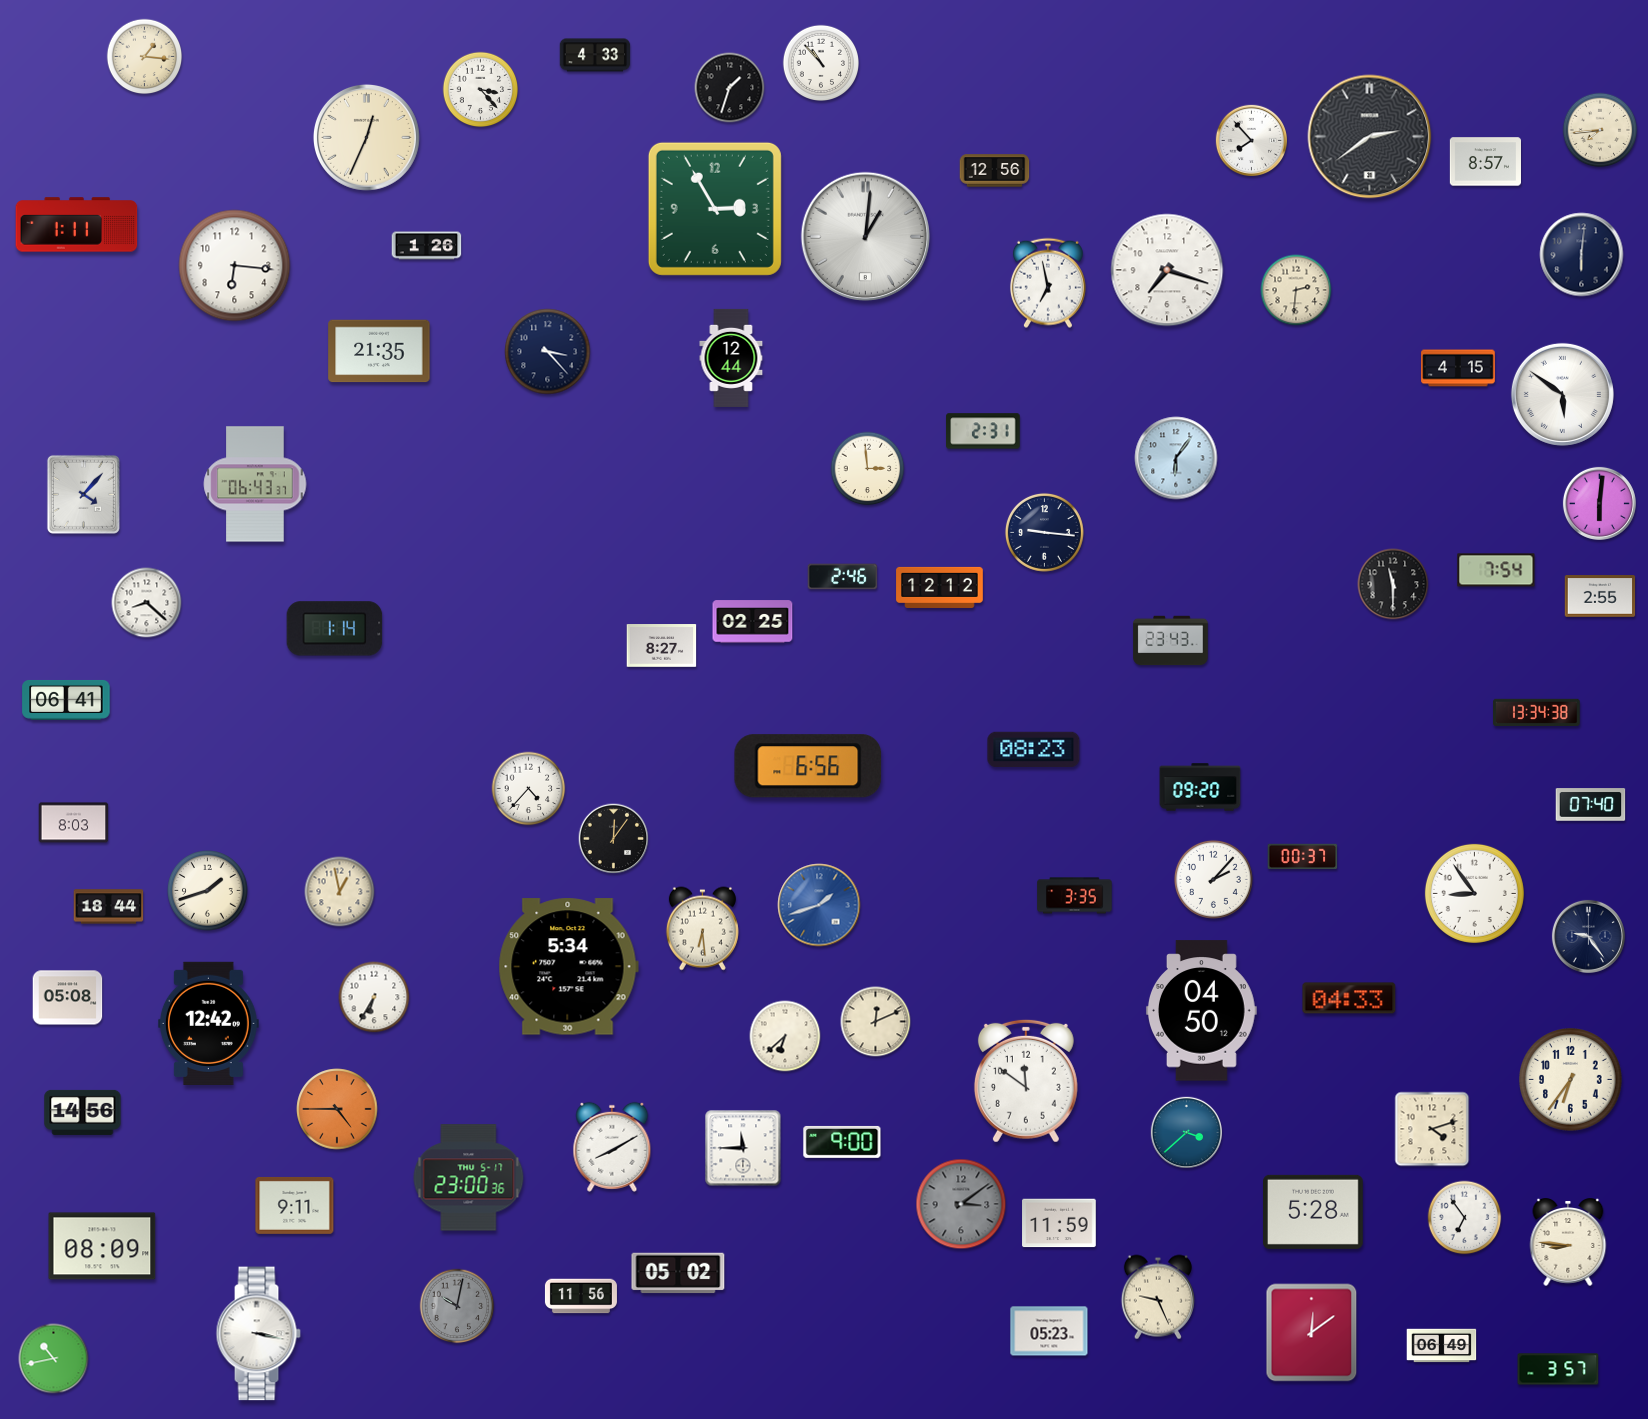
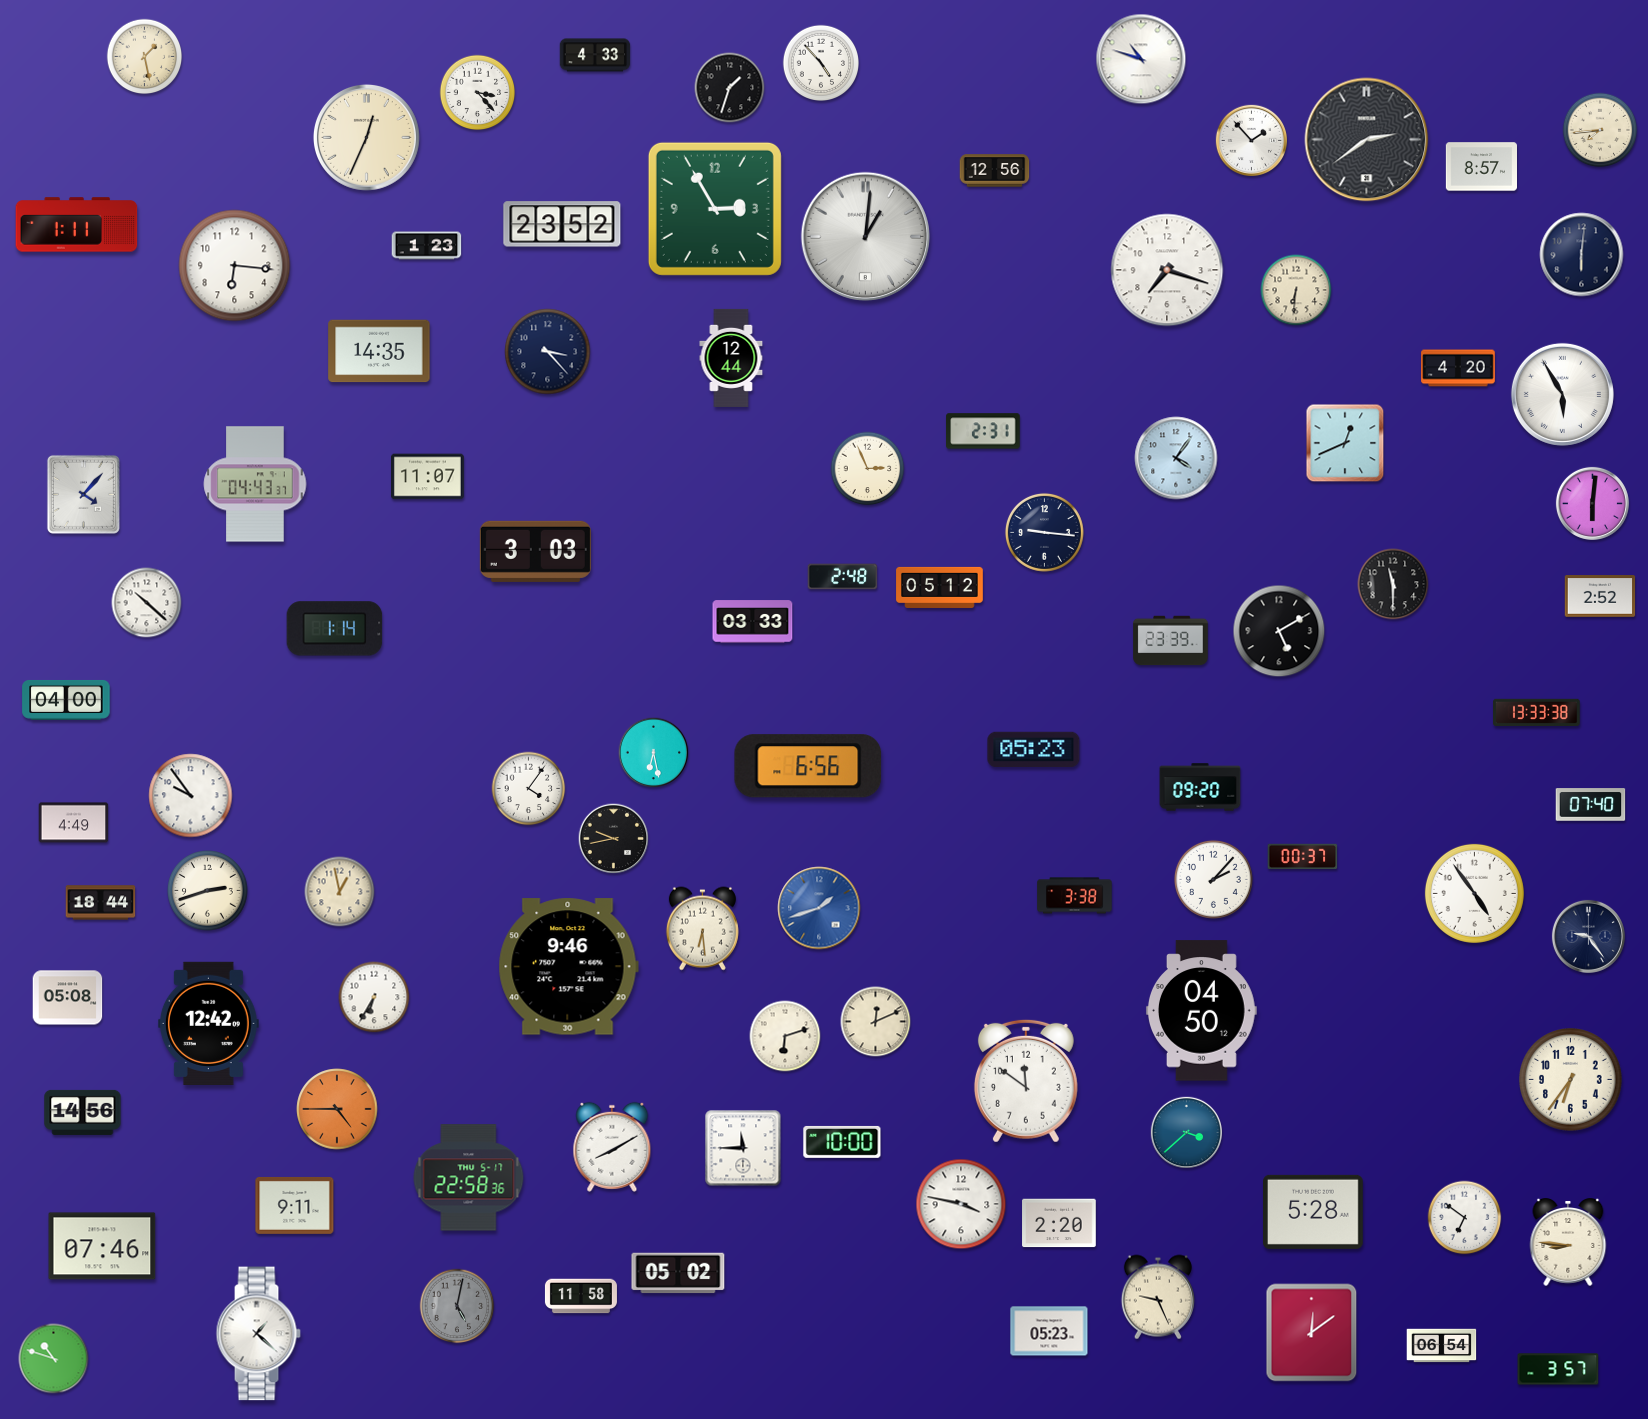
clock at (145, 57): 1:16 -> 1:28
clock at (1141, 59): none -> 10:48
clock at (820, 62): 10:53 -> 4:53
clock at (481, 90) position: (481, 90) -> (478, 93)
clock at (1370, 137) position: (1370, 137) -> (1367, 140)
clock at (1251, 140): 7:53 -> 1:53
clock at (1485, 162) position: (1485, 162) -> (1481, 167)
clock at (562, 224): none -> 23:52
clock at (427, 246): 1:26 -> 1:23
clock at (1048, 283): 6:58 -> none
clock at (1296, 290): 2:31 -> 6:31
clock at (379, 351): 21:35 -> 14:35
clock at (1458, 368): 4:15 -> 4:20
clock at (1562, 394): 5:51 -> 5:55
clock at (1345, 443): none -> 12:41
clock at (1176, 458): 6:06 -> 4:06
clock at (868, 469): 2:59 -> 2:56
clock at (428, 477): none -> 11:07
clock at (255, 484): 06:43 -> 04:43
clock at (1599, 503) position: (1599, 503) -> (1592, 503)
clock at (535, 551): none -> 3:03
clock at (1496, 570): 7:54 -> none
clock at (843, 577): 2:46 -> 2:48
clock at (940, 587): 12:12 -> 05:12
clock at (1600, 596): 2:55 -> 2:52
clock at (147, 603): 8:22 -> 10:22
clock at (753, 622): 02:25 -> 03:33
clock at (1279, 631): none -> 5:10
clock at (1171, 641): 23:43 -> 23:39
clock at (662, 646): 8:27 -> none
clock at (66, 700): 06:41 -> 04:00
clock at (1537, 712): 13:34 -> 13:33
clock at (1034, 750): 08:23 -> 05:23
clock at (654, 753): none -> 6:28
clock at (529, 789): 4:37 -> 4:06
clock at (191, 796): none -> 9:54
clock at (74, 823): 8:03 -> 4:49
clock at (614, 839): 12:06 -> 9:43
clock at (208, 891): 1:42 -> 2:42
clock at (1474, 893): 8:54 -> 4:54
clock at (1075, 896): 3:35 -> 3:38
clock at (819, 905) position: (819, 905) -> (819, 908)
clock at (109, 907) position: (109, 907) -> (101, 903)
clock at (568, 967): 5:34 -> 9:46
clock at (1349, 998): 04:33 -> none
clock at (785, 1036): 6:38 -> 6:12
clock at (1432, 1129): 4:12 -> none
clock at (842, 1142): 9:00 -> 10:00
clock at (469, 1178): 23:00 -> 22:58
clock at (961, 1204): 3:09 -> 3:47
clock at (961, 1204) dial: grey -> white
clock at (1465, 1218): 6:54 -> 6:51
clock at (1059, 1223): 11:59 -> 2:20
clock at (102, 1246): 08:09 -> 07:46
clock at (581, 1296): 11:56 -> 11:58
clock at (457, 1306): 10:02 -> 5:02
clock at (258, 1334): 3:17 -> 1:22
clock at (1442, 1346): 06:49 -> 06:54
clock at (54, 1359): 10:43 -> 10:48
